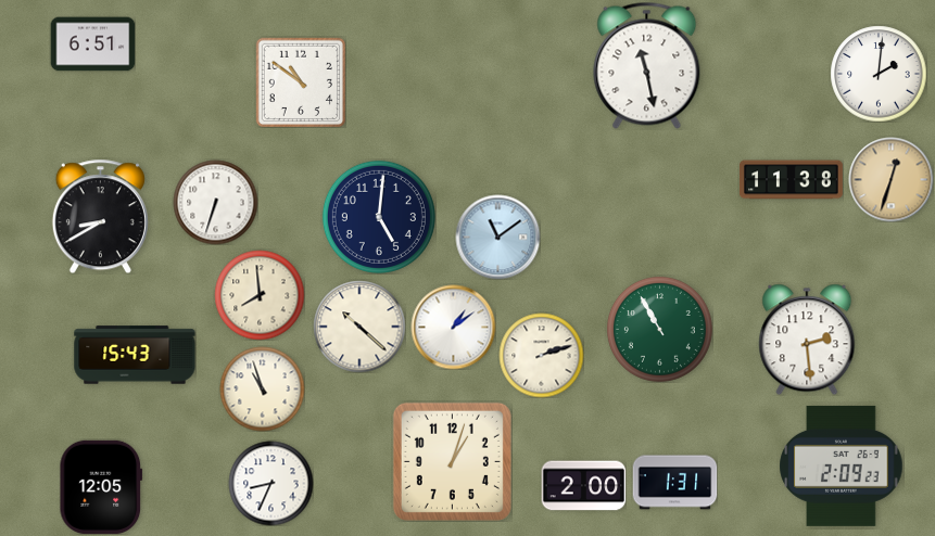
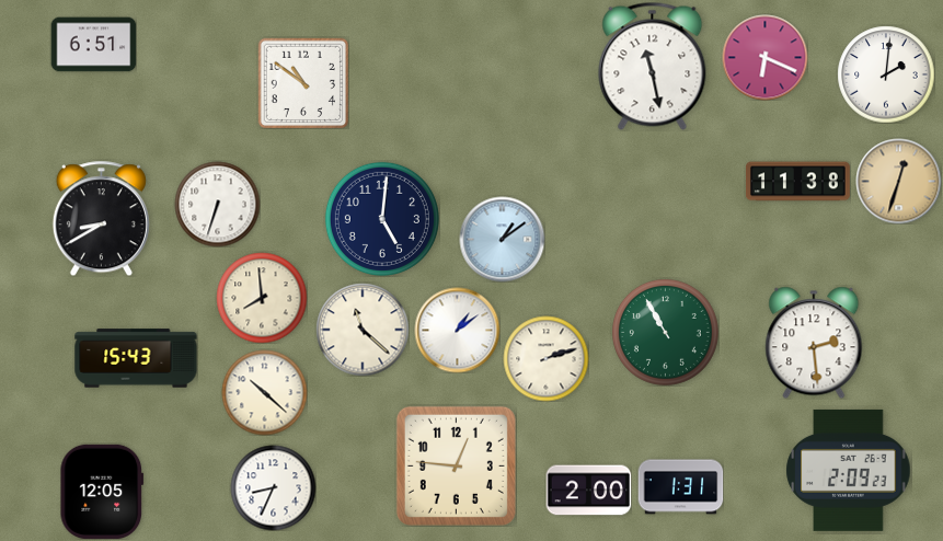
clock at (764, 57): none -> 6:19
clock at (497, 237): 11:09 -> 1:09
clock at (359, 327): 10:22 -> 11:22
clock at (262, 388): 10:57 -> 10:22
clock at (452, 461): 1:03 -> 12:46
